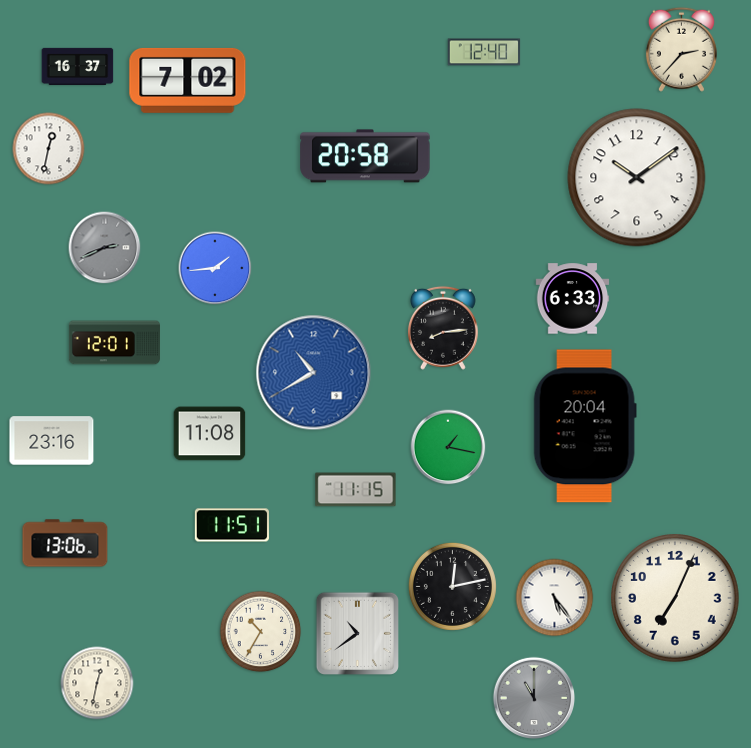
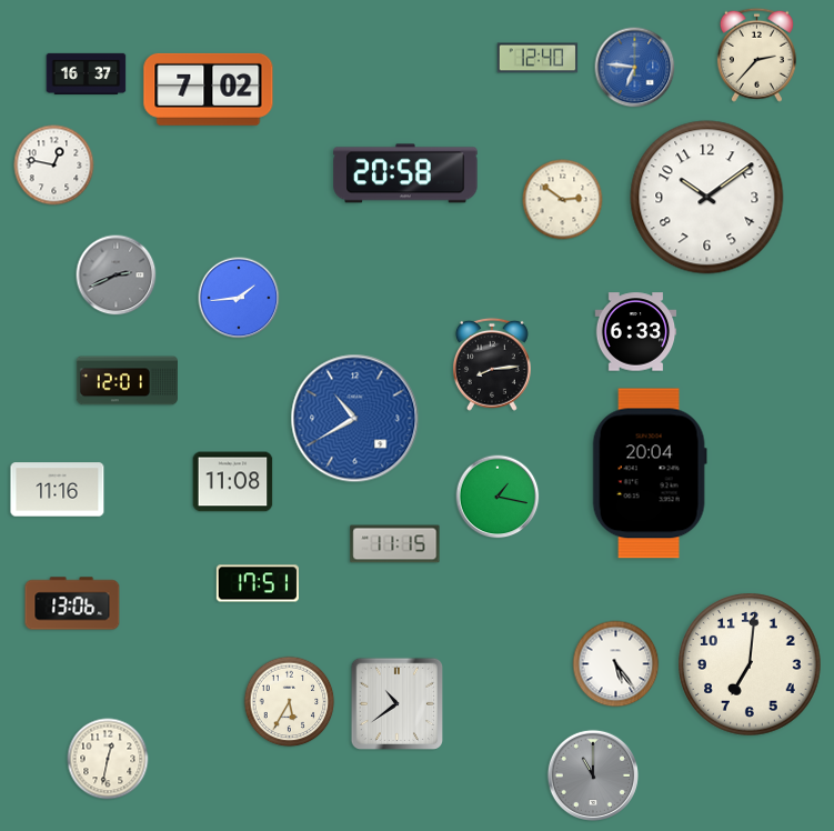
clock at (635, 68): none -> 6:46
clock at (49, 149): 12:32 -> 12:47
clock at (563, 200): none -> 2:51
clock at (314, 373) position: (314, 373) -> (355, 419)
clock at (52, 441): 23:16 -> 11:16
clock at (232, 525): 11:51 -> 17:51
clock at (452, 586): 12:13 -> none
clock at (675, 598): 7:04 -> 7:01
clock at (261, 632): 10:35 -> 5:35
